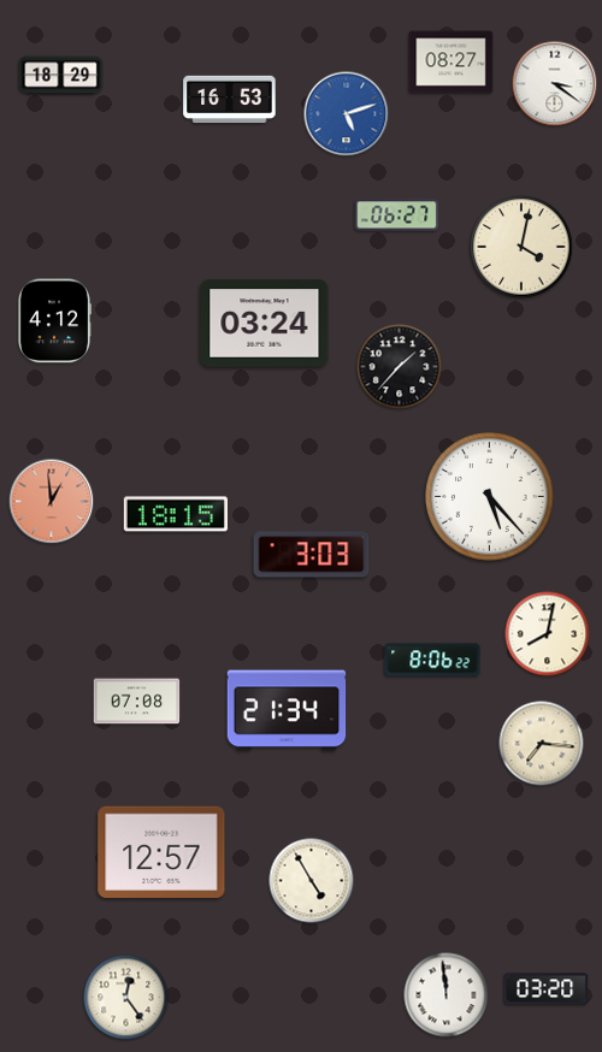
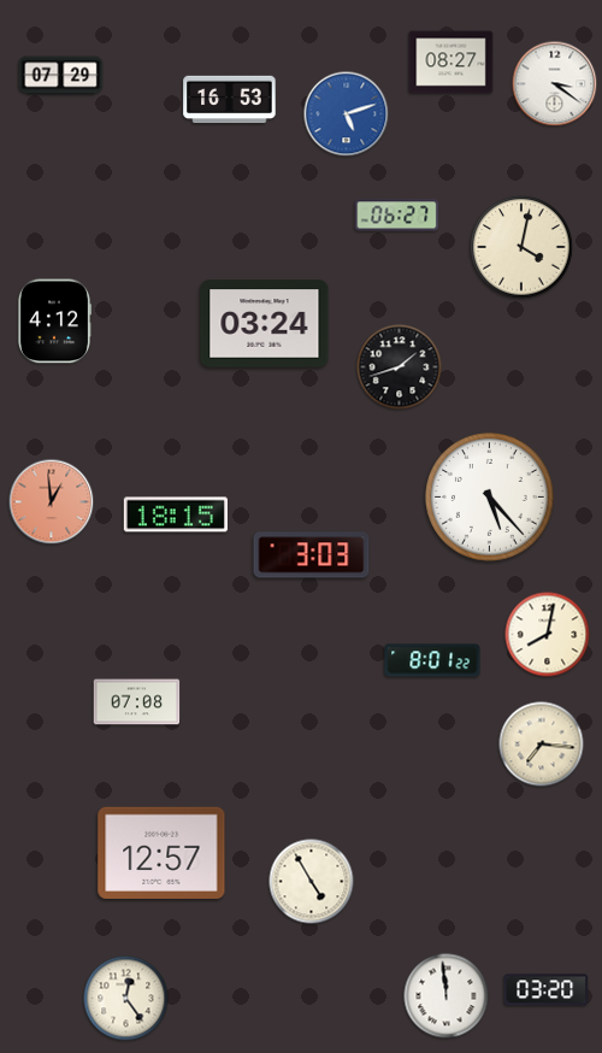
clock at (61, 76): 18:29 -> 07:29
clock at (400, 367): 1:37 -> 1:42
clock at (432, 660): 8:06 -> 8:01
clock at (287, 710): 21:34 -> none
